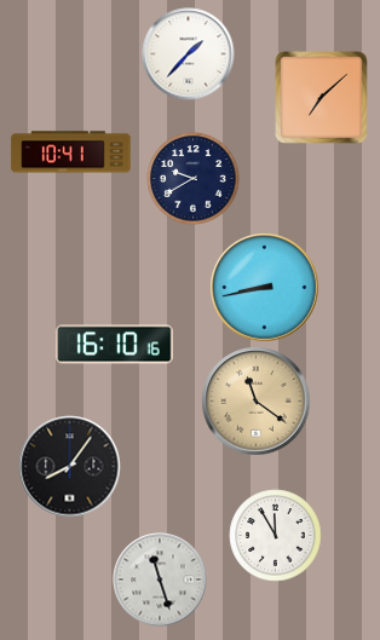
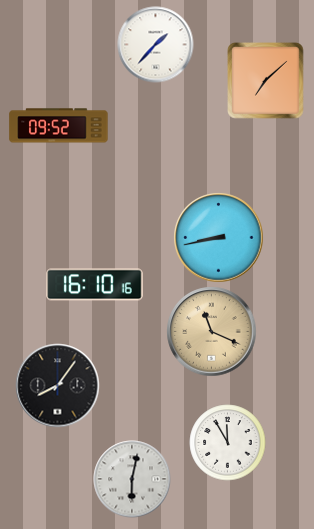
clock at (71, 152): 10:41 -> 09:52
clock at (194, 179): 9:40 -> none
clock at (257, 402): 11:21 -> 11:19
clock at (160, 580): 11:27 -> 6:02
